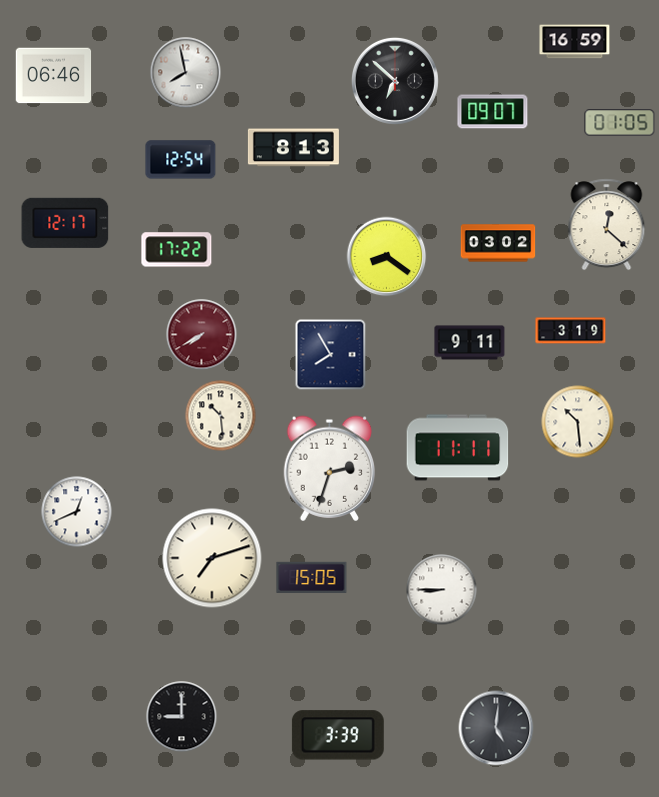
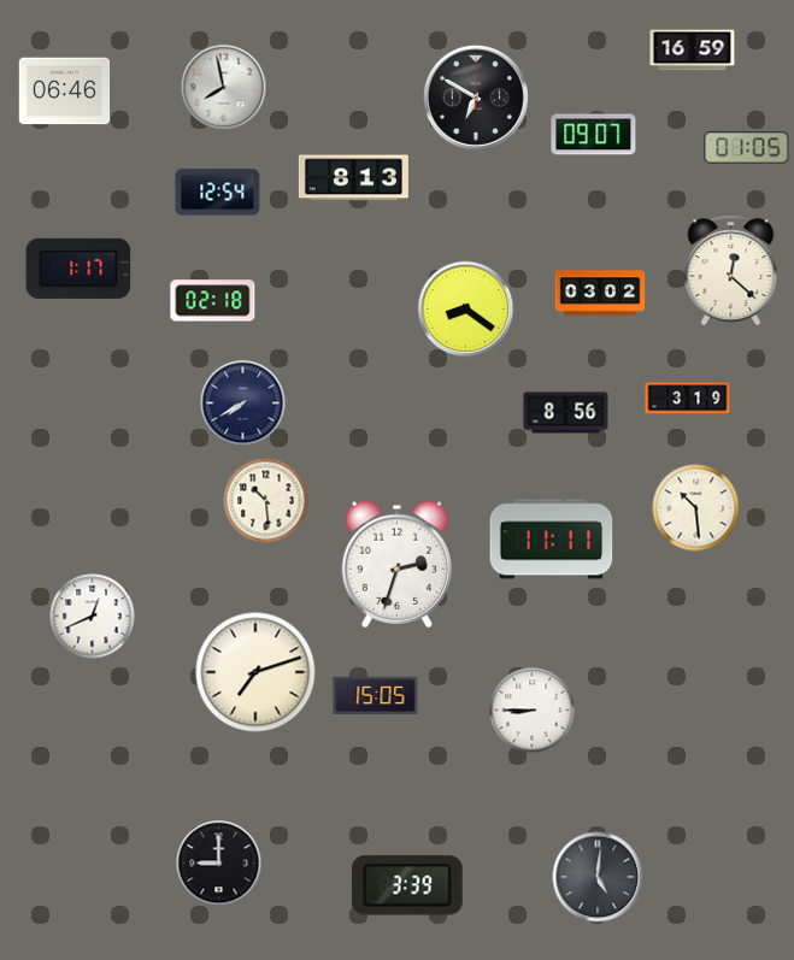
clock at (395, 81): 6:52 -> 6:50
clock at (65, 223): 12:17 -> 1:17
clock at (177, 250): 17:22 -> 02:18
clock at (202, 335) dial: burgundy -> navy
clock at (470, 343): 9:11 -> 8:56
clock at (331, 355): 7:55 -> none
